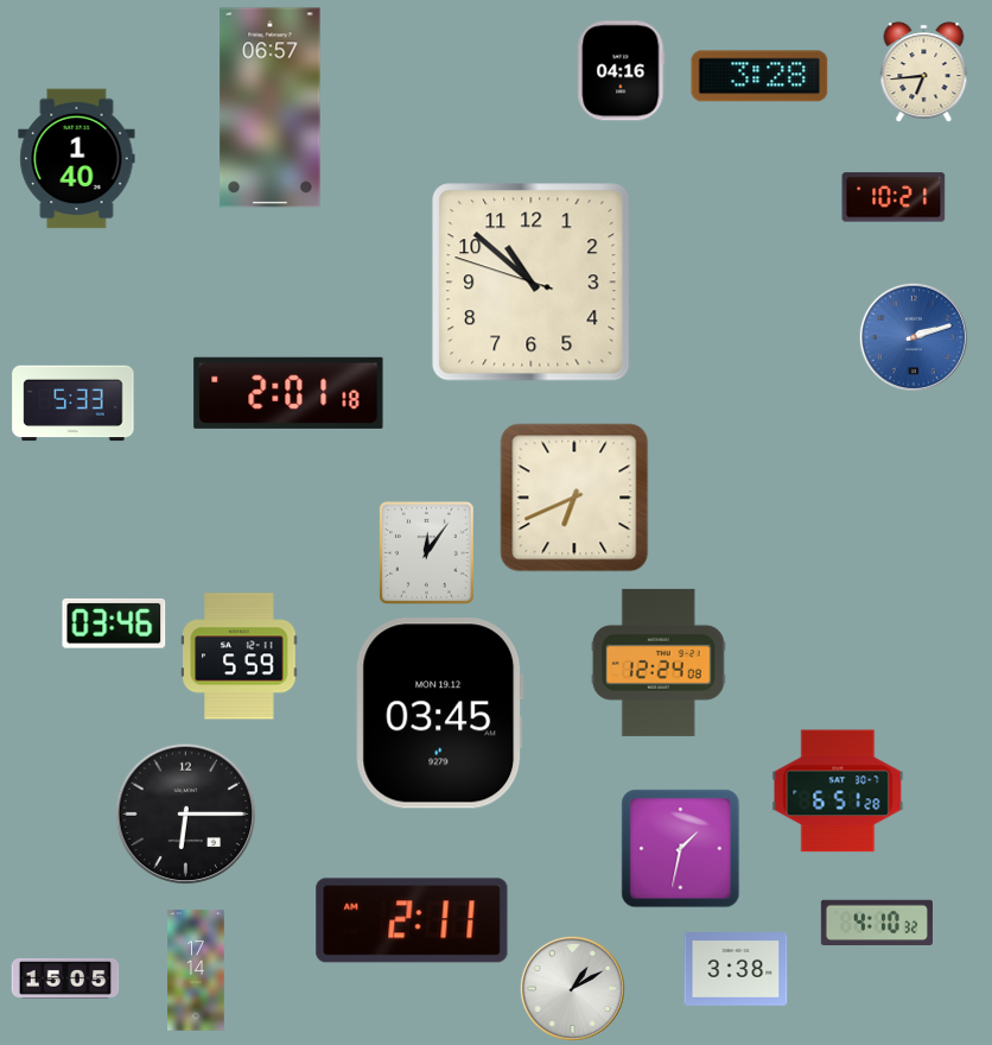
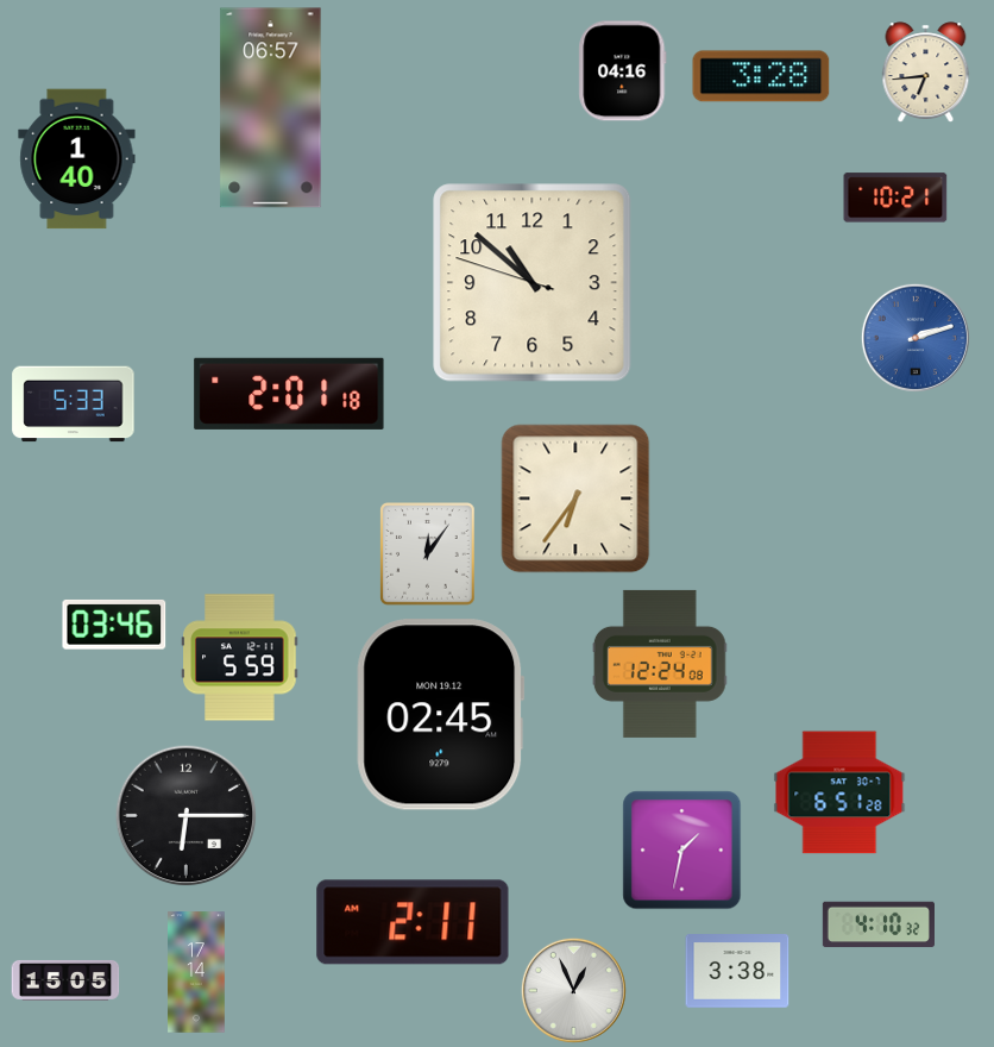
clock at (574, 498): 6:41 -> 6:36
clock at (440, 714): 03:45 -> 02:45
clock at (572, 988): 1:10 -> 12:56
